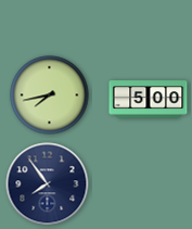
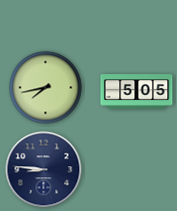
clock at (149, 100): 5:00 -> 5:05
clock at (48, 185): 7:54 -> 8:46
